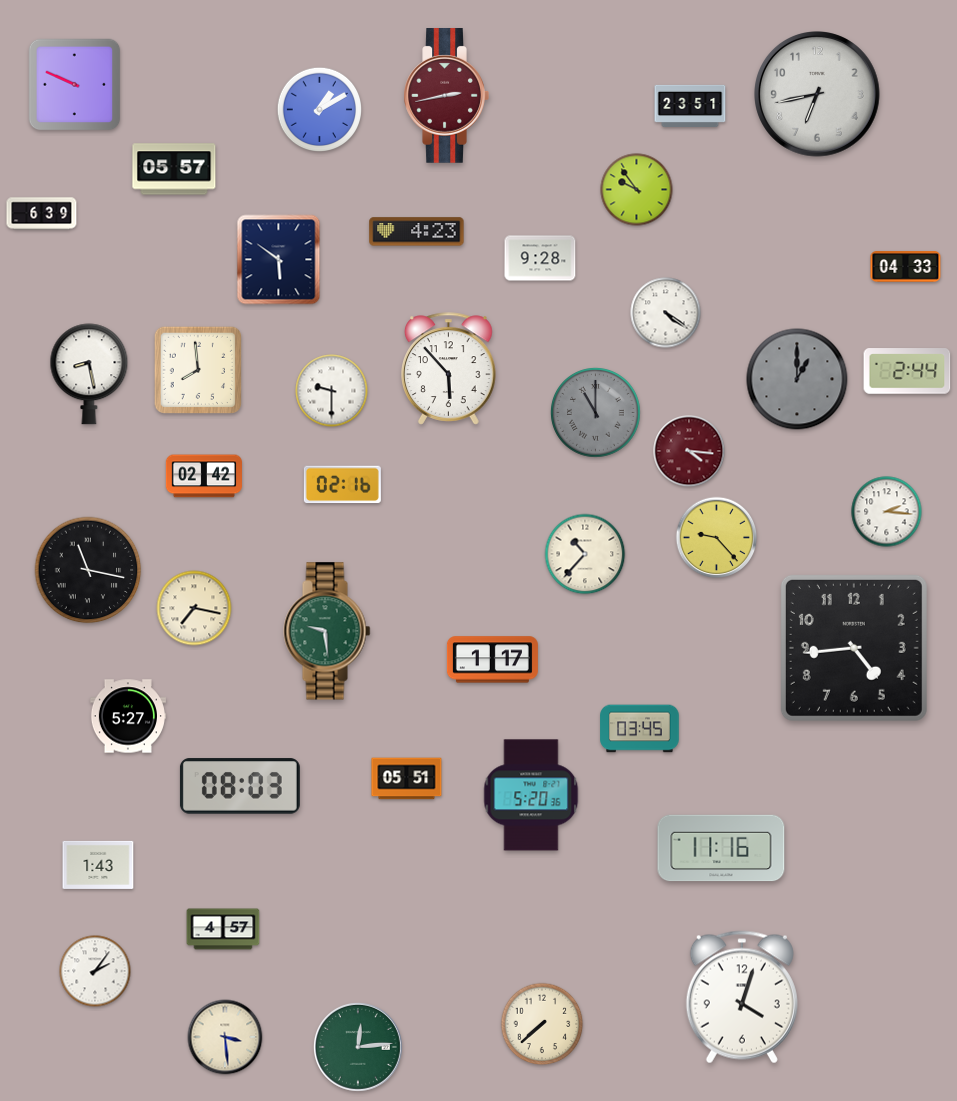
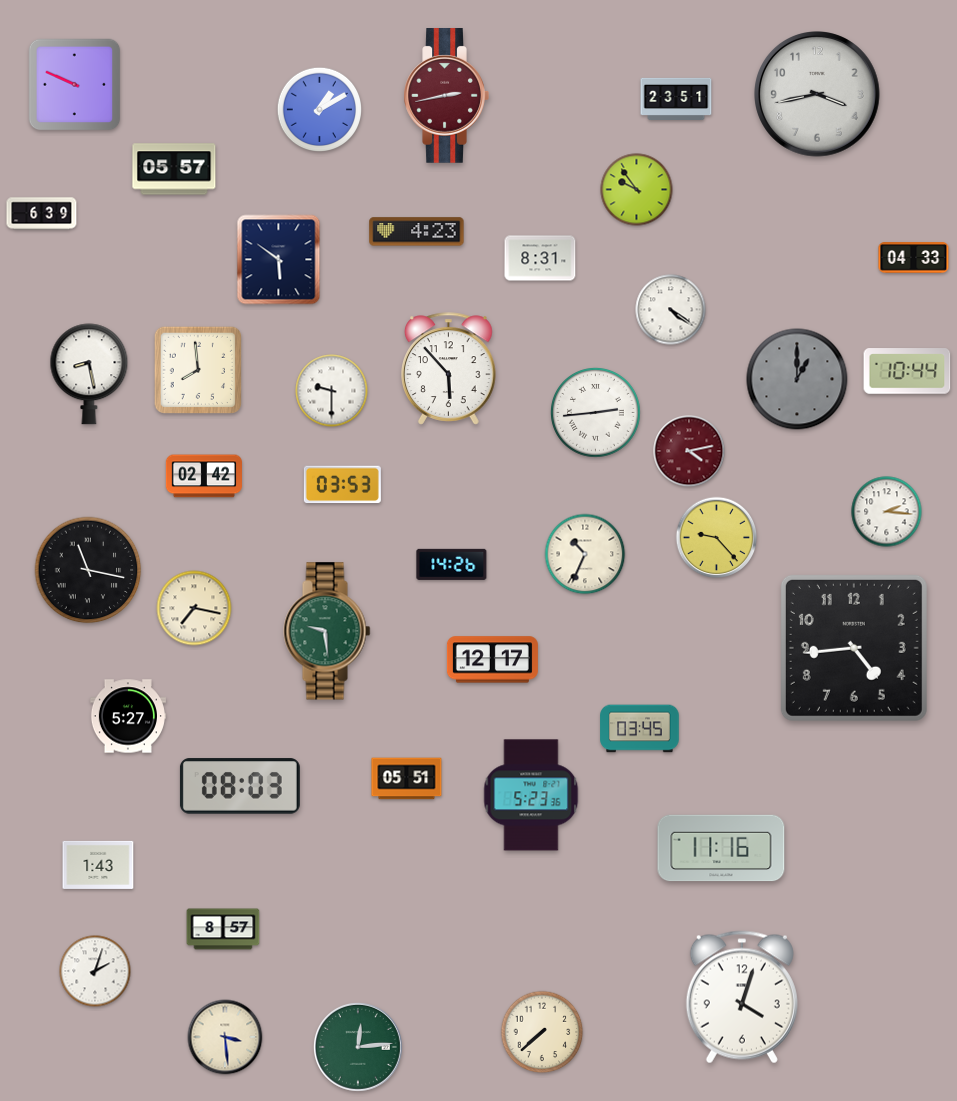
clock at (818, 95): 6:43 -> 3:43
clock at (690, 105) position: (690, 105) -> (676, 98)
clock at (540, 258): 9:28 -> 8:31
clock at (906, 267) position: (906, 267) -> (914, 258)
clock at (666, 313) position: (666, 313) -> (671, 310)
clock at (907, 371): 2:44 -> 10:44
clock at (596, 413): 11:00 -> 2:44
clock at (596, 413) dial: grey -> white
clock at (689, 451): 4:16 -> 4:13
clock at (342, 485): 02:16 -> 03:53
clock at (585, 554): 10:37 -> 10:34
clock at (452, 564): none -> 14:26
clock at (492, 660): 1:17 -> 12:17
clock at (531, 795): 5:20 -> 5:23
clock at (223, 929): 4:57 -> 8:57
clock at (95, 971): 2:06 -> 2:03
clock at (542, 1024) position: (542, 1024) -> (542, 1032)
